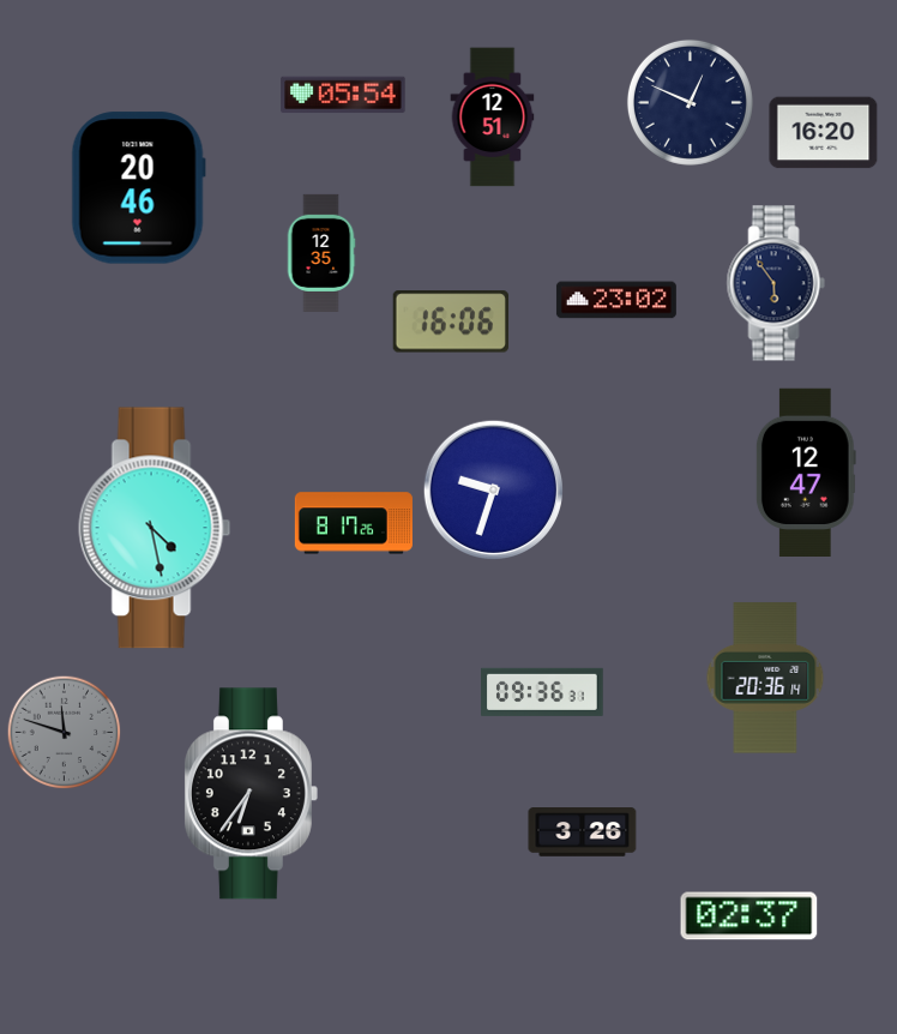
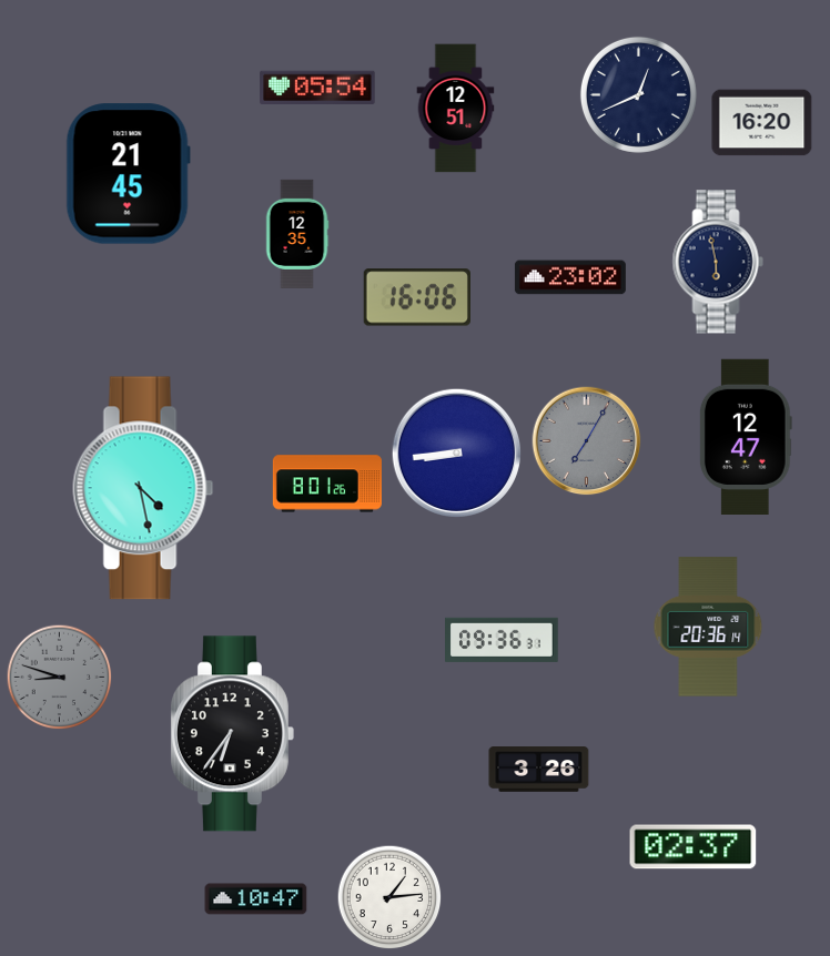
clock at (690, 102): 12:49 -> 12:41
clock at (138, 188): 20:46 -> 21:45
clock at (776, 283): 5:54 -> 5:58
clock at (587, 441): none -> 7:05
clock at (493, 489): 9:33 -> 8:44
clock at (354, 523): 8:17 -> 8:01
clock at (65, 733): 11:48 -> 8:48
clock at (389, 897): none -> 1:14
clock at (256, 899): none -> 10:47
